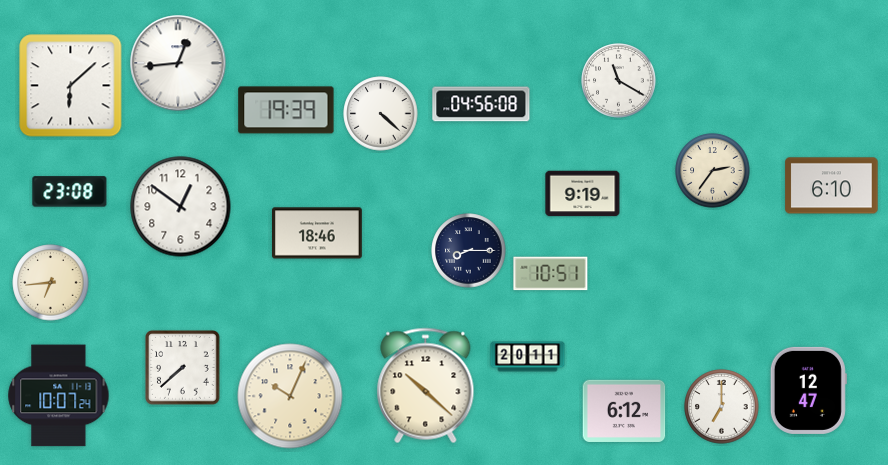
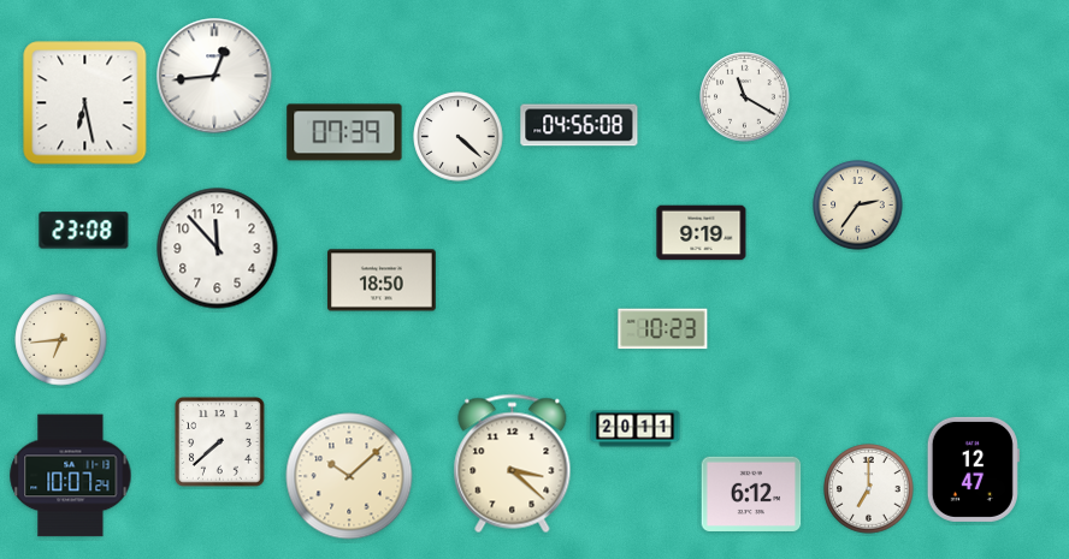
clock at (71, 86): 6:08 -> 6:28
clock at (286, 110): 19:39 -> 07:39
clock at (832, 186): 6:10 -> none
clock at (181, 207): 12:51 -> 11:53
clock at (318, 233): 18:46 -> 18:50
clock at (469, 251): 8:15 -> none
clock at (551, 274): 10:51 -> 10:23
clock at (426, 386): 10:22 -> 3:22
clock at (290, 396): 10:04 -> 10:08
